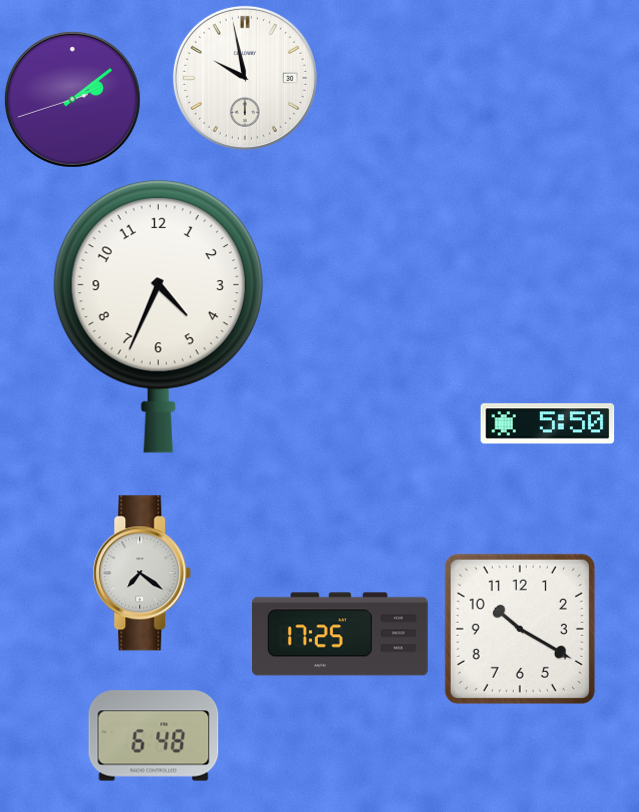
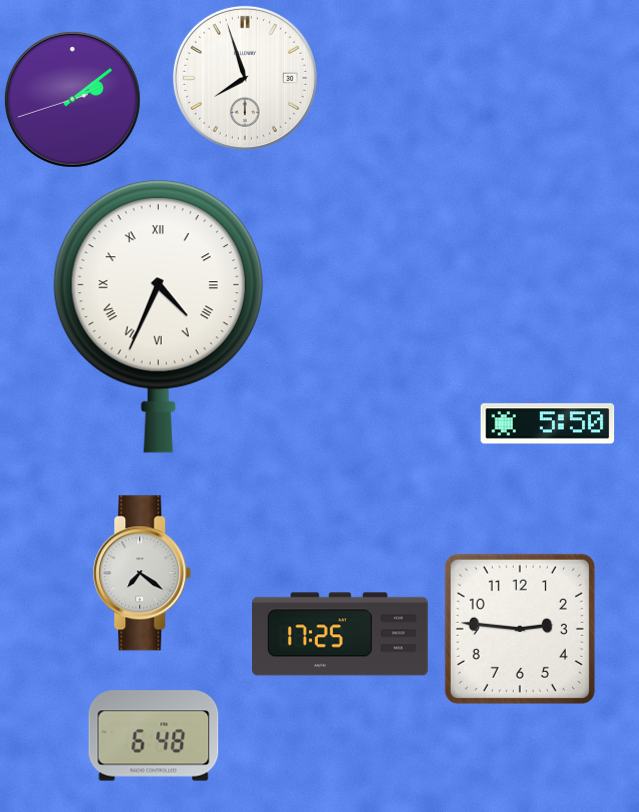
clock at (245, 78): 9:58 -> 7:57
clock at (158, 317) numerals: Arabic -> Roman
clock at (520, 629): 10:20 -> 2:46
